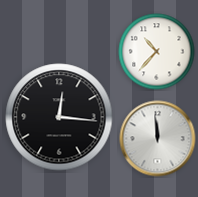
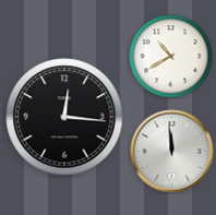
clock at (157, 52): 10:37 -> 10:40
clock at (59, 117) position: (59, 117) -> (64, 117)
